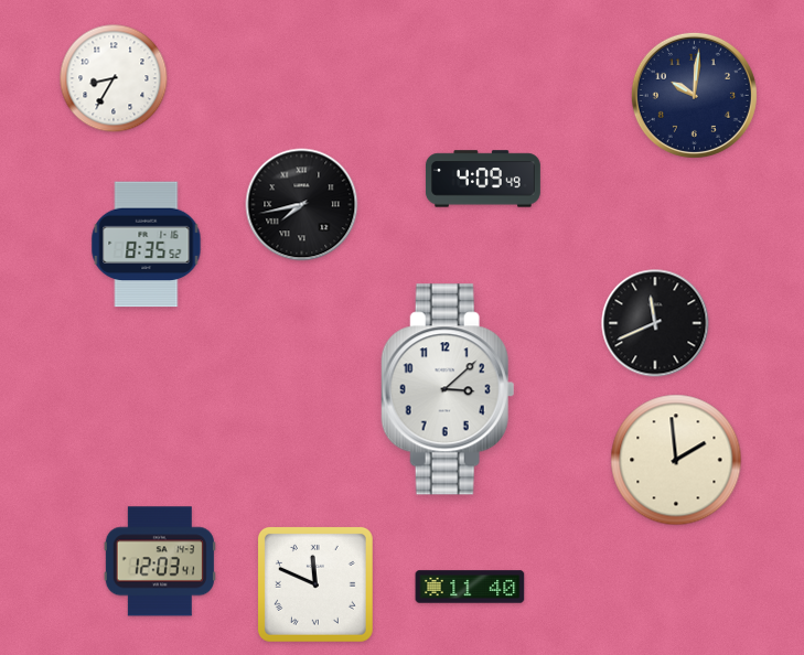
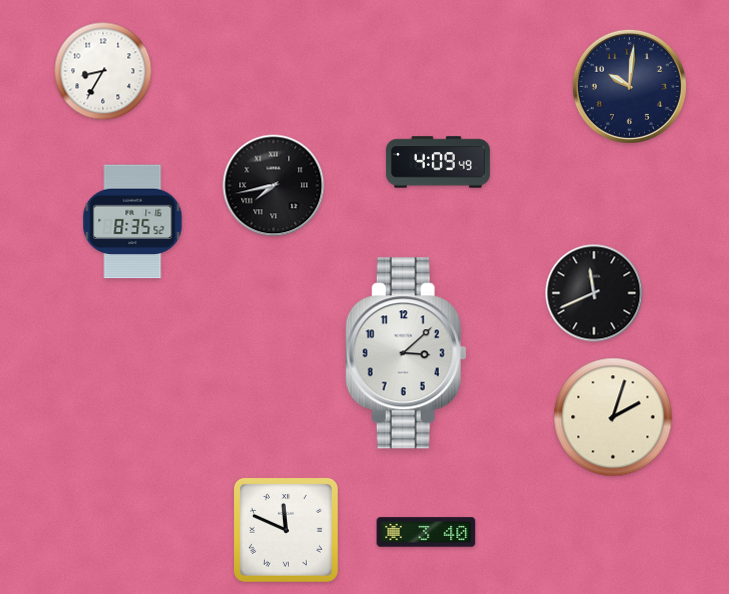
clock at (676, 460): 1:59 -> 2:03
clock at (160, 561): 12:03 -> none
clock at (470, 587): 11:40 -> 3:40
